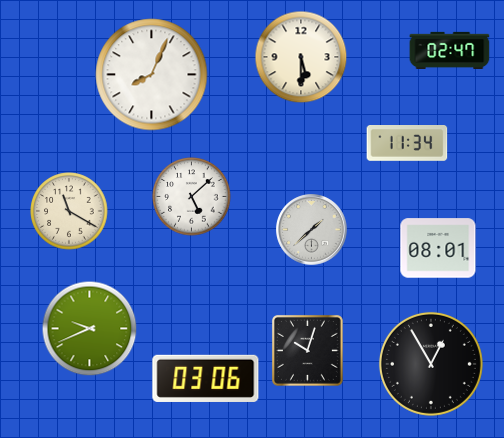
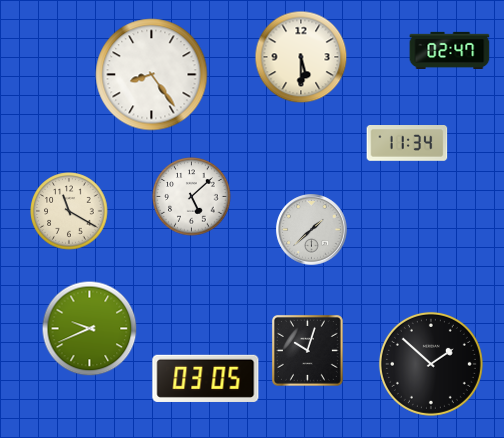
clock at (152, 75): 8:04 -> 8:24
clock at (438, 248): 08:01 -> none
clock at (431, 364): 12:55 -> 1:52
clock at (206, 378): 03:06 -> 03:05
